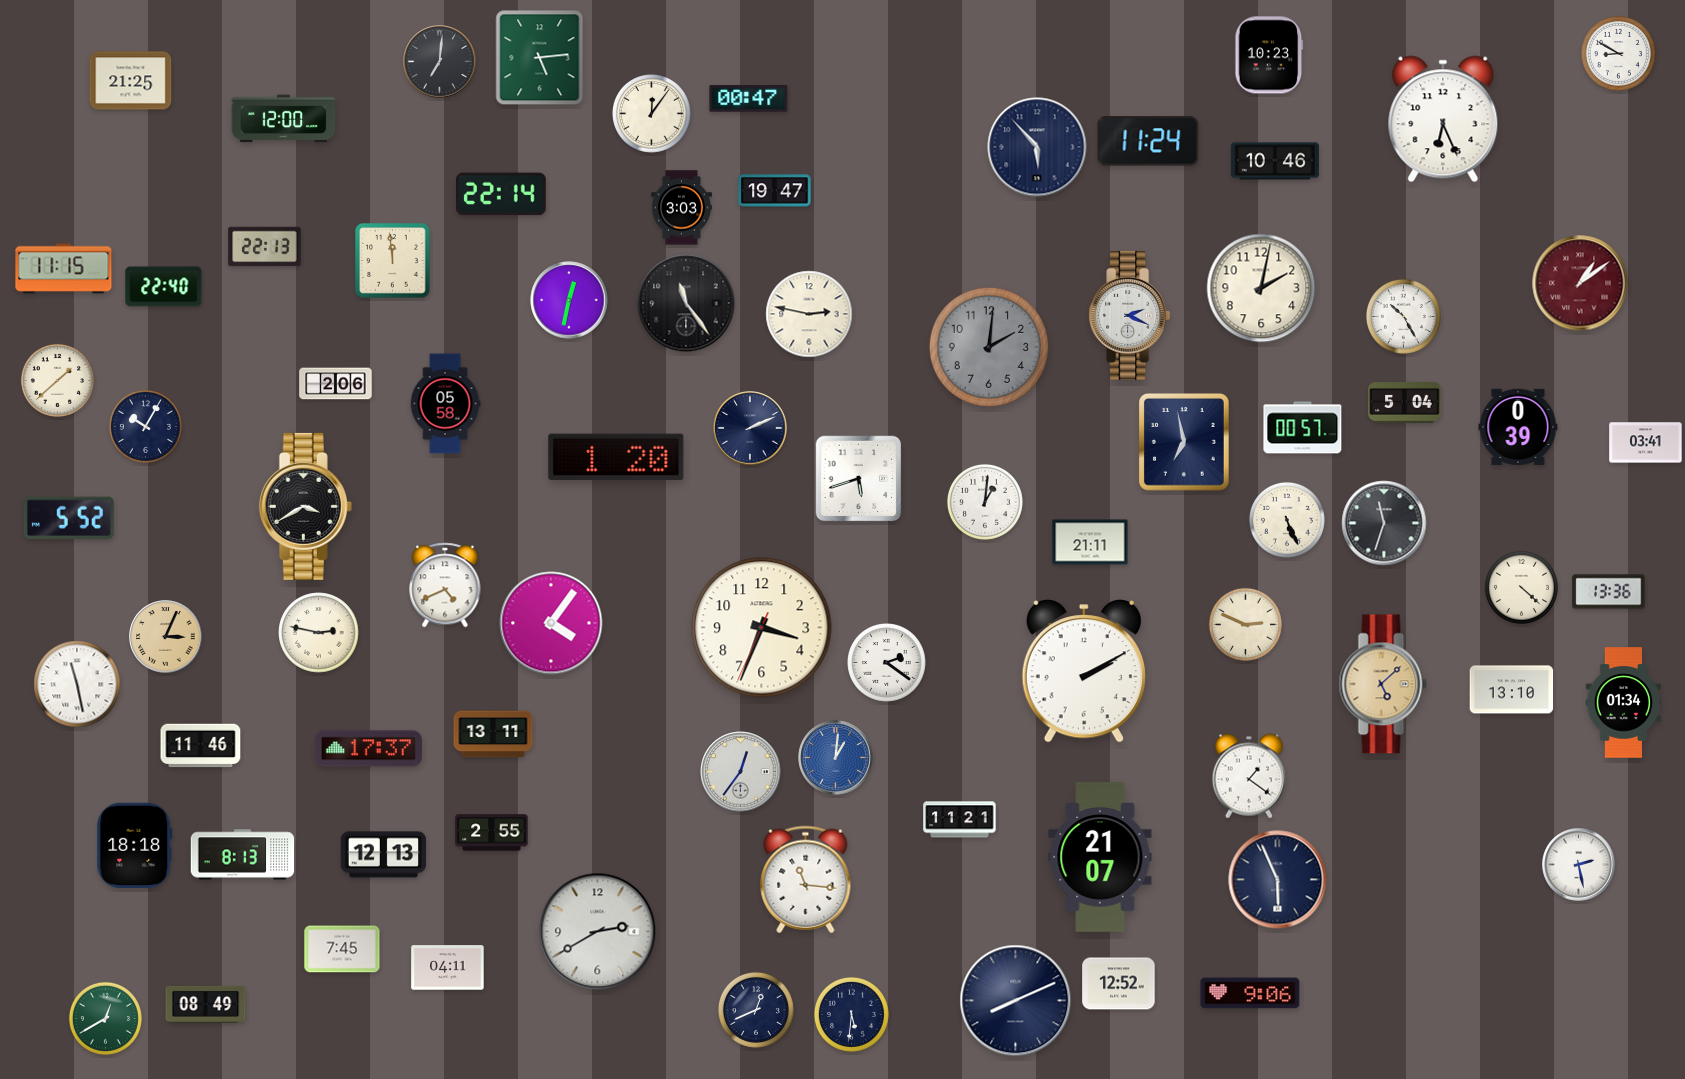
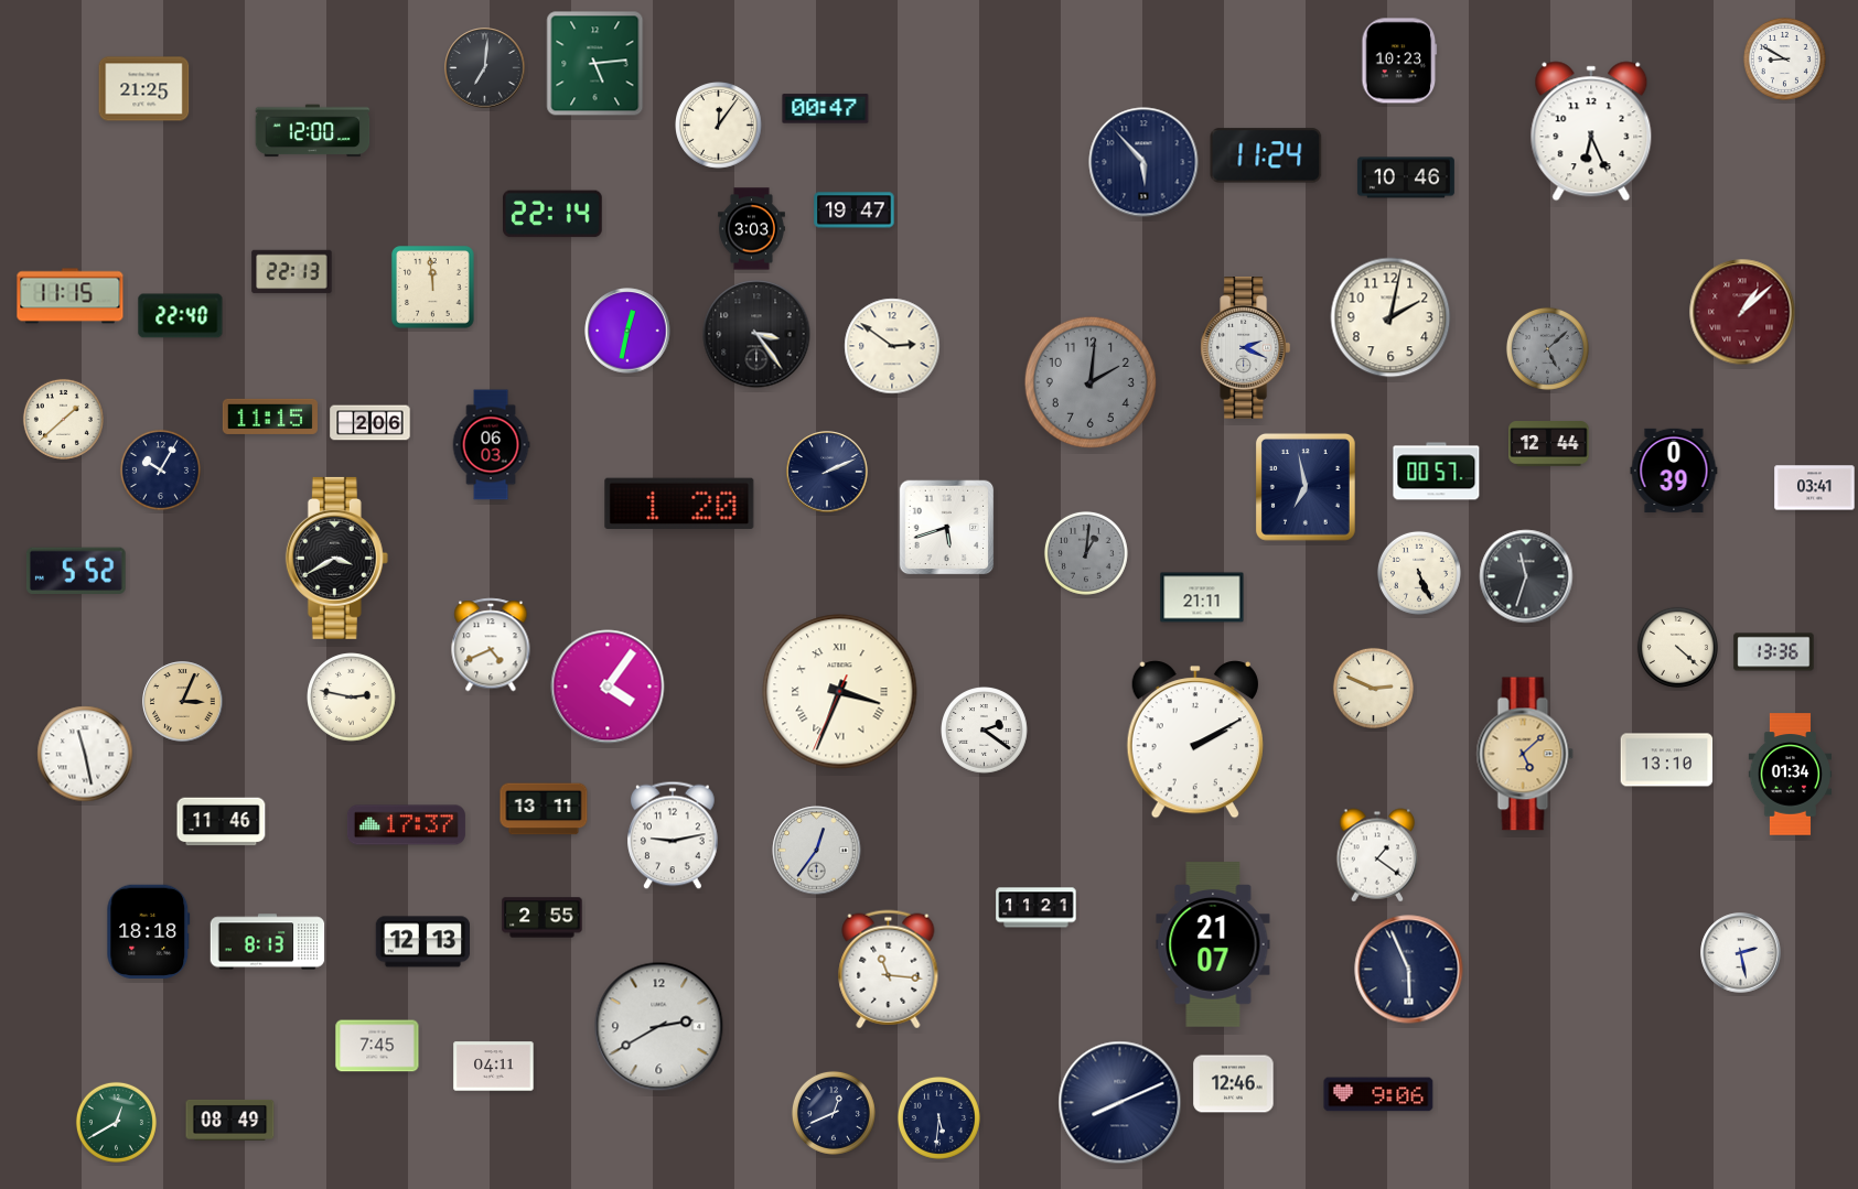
clock at (1580, 283): 1:09 -> 1:08
clock at (686, 303): 11:24 -> 3:24
clock at (809, 314): 2:47 -> 2:51
clock at (1403, 316): 10:25 -> 5:08
clock at (1403, 316) dial: white -> grey
clock at (270, 417): none -> 11:15
clock at (1405, 403): 5:04 -> 12:44
clock at (445, 404): 05:58 -> 06:03
clock at (985, 502) dial: white -> grey
clock at (762, 628) numerals: Arabic -> Roman
clock at (887, 663) position: (887, 663) -> (985, 731)
clock at (673, 835): none -> 9:13
clock at (836, 758): 1:01 -> none
clock at (960, 820) position: (960, 820) -> (1037, 908)
clock at (1119, 984): 12:52 -> 12:46
clock at (206, 1004) position: (206, 1004) -> (230, 1120)
